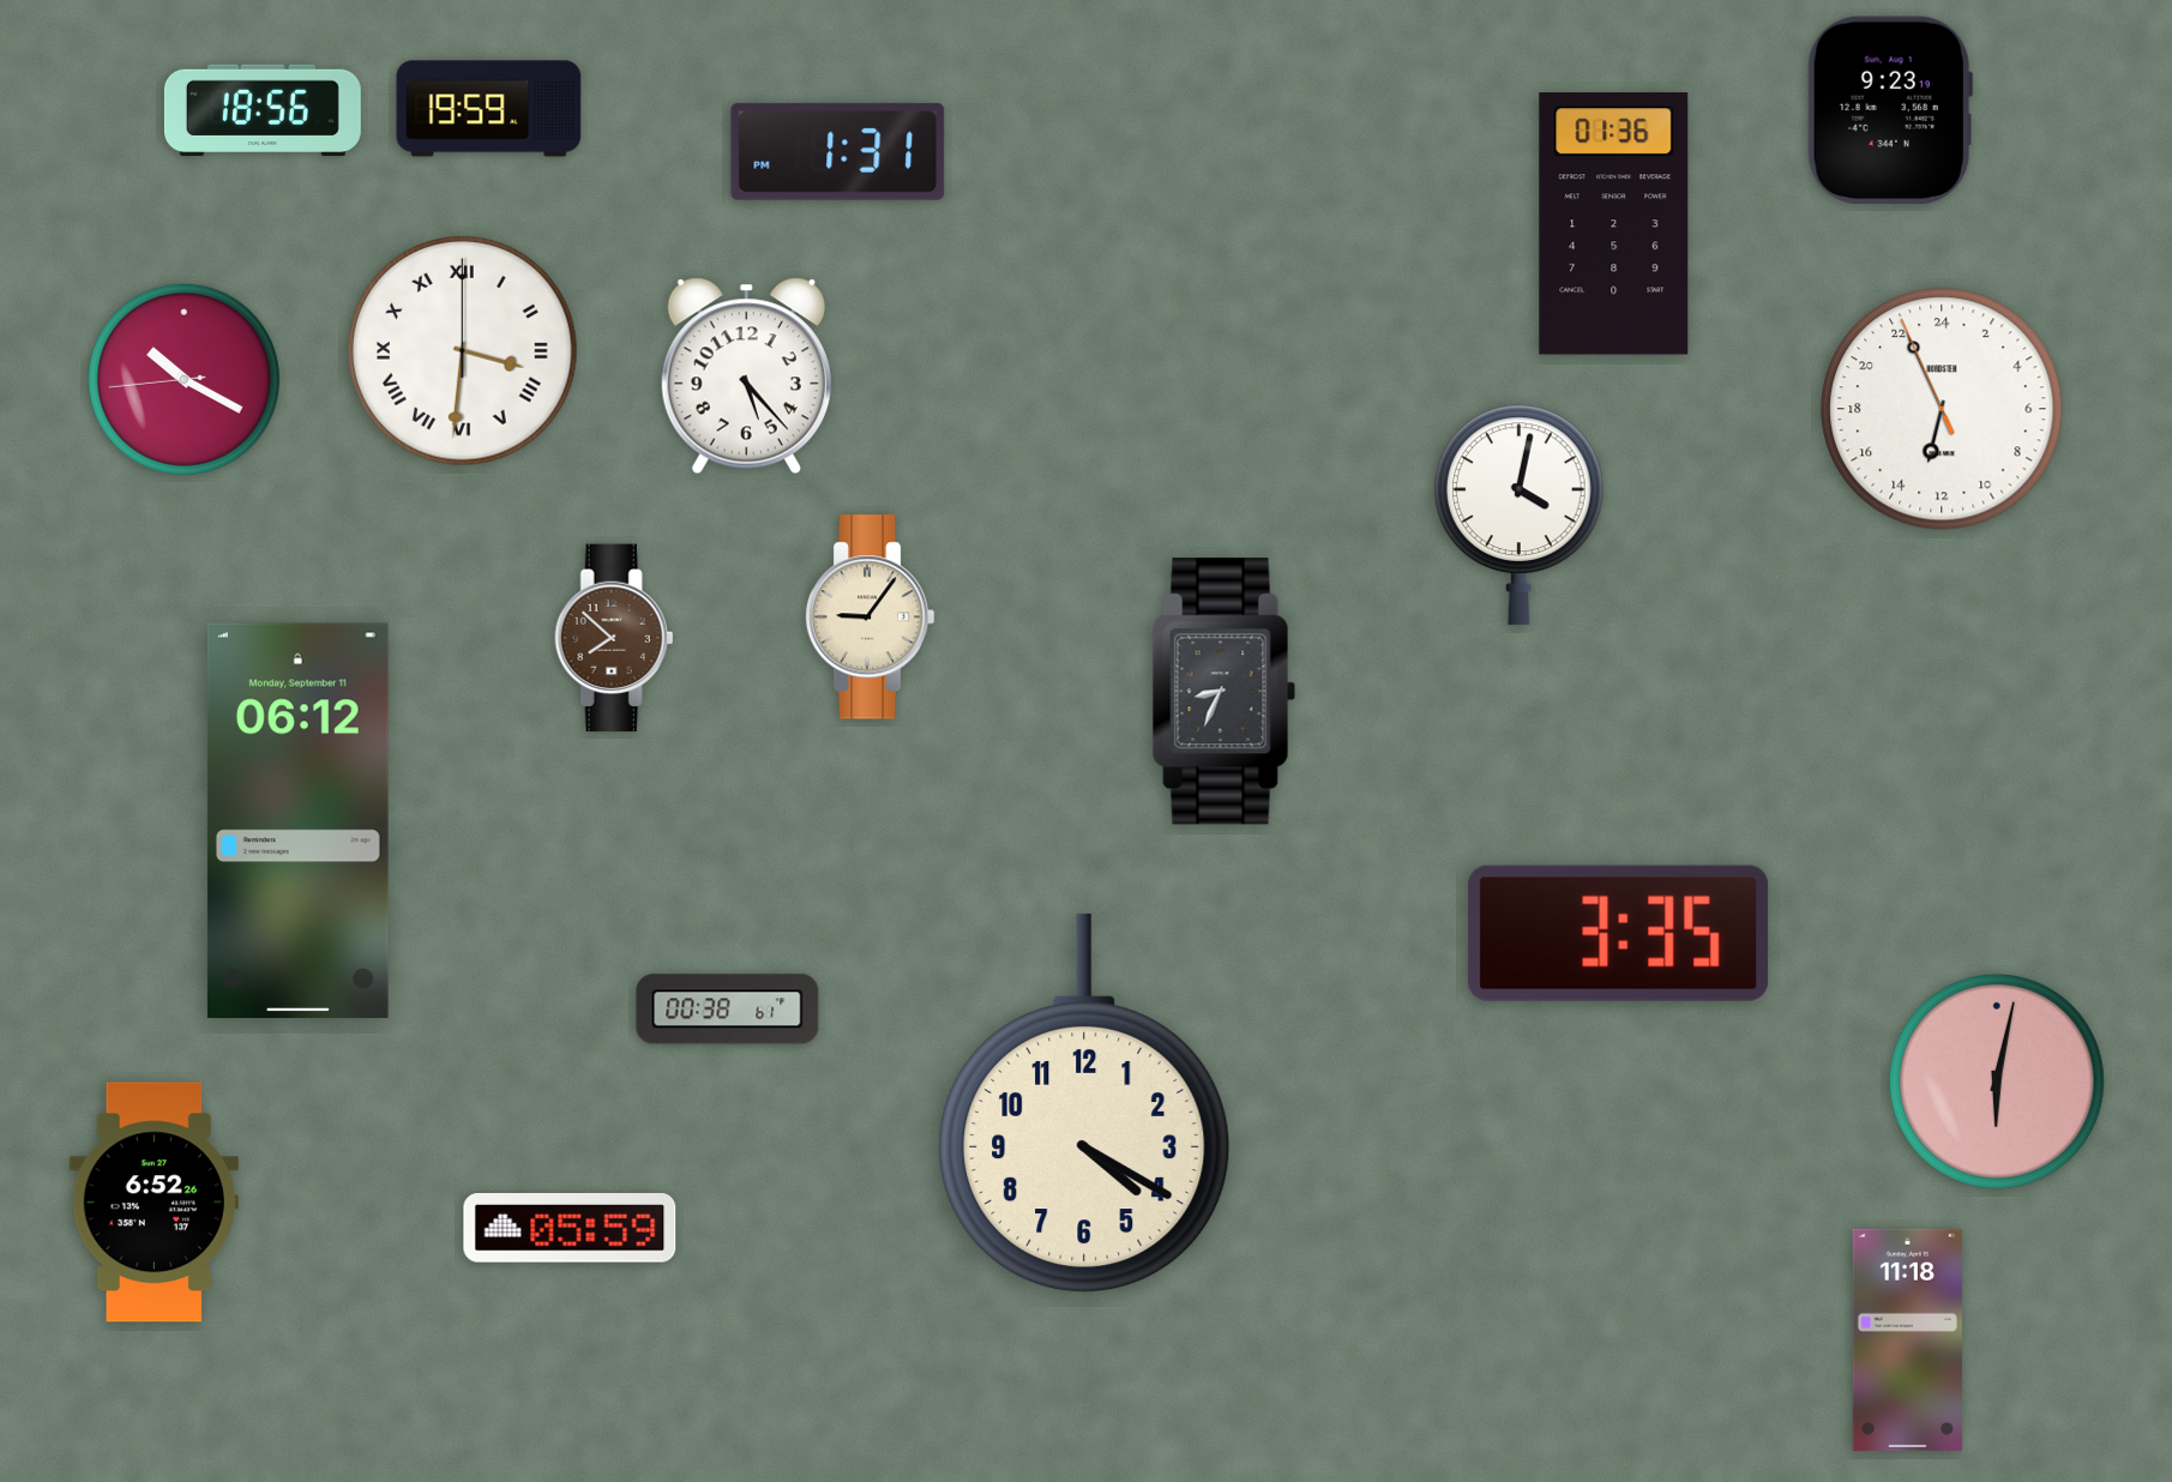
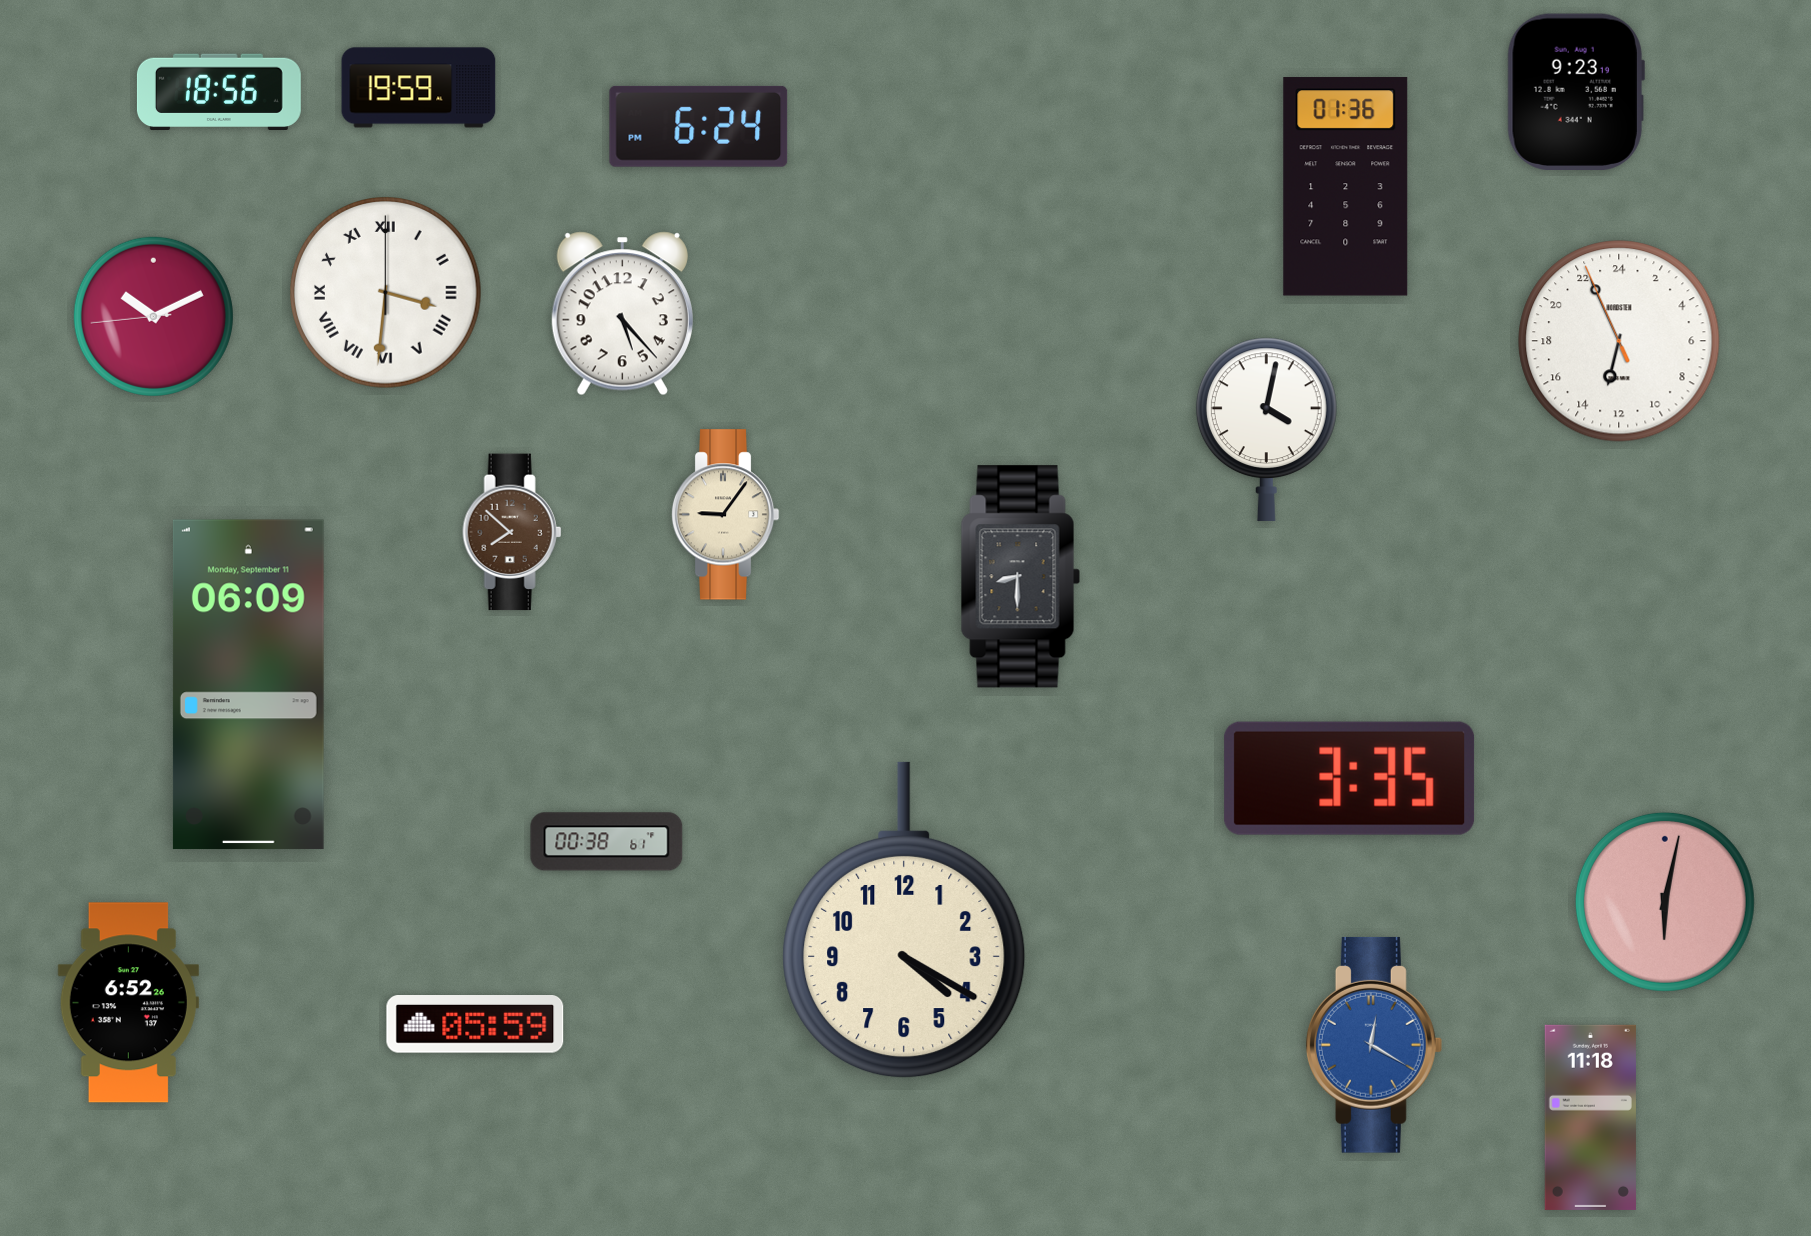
clock at (489, 109) position: (489, 109) -> (419, 88)
clock at (838, 151): 1:31 -> 6:24
clock at (183, 379): 10:19 -> 10:10
clock at (1225, 692): 8:34 -> 8:30
clock at (297, 821): 06:12 -> 06:09
clock at (1374, 1045): none -> 12:20
